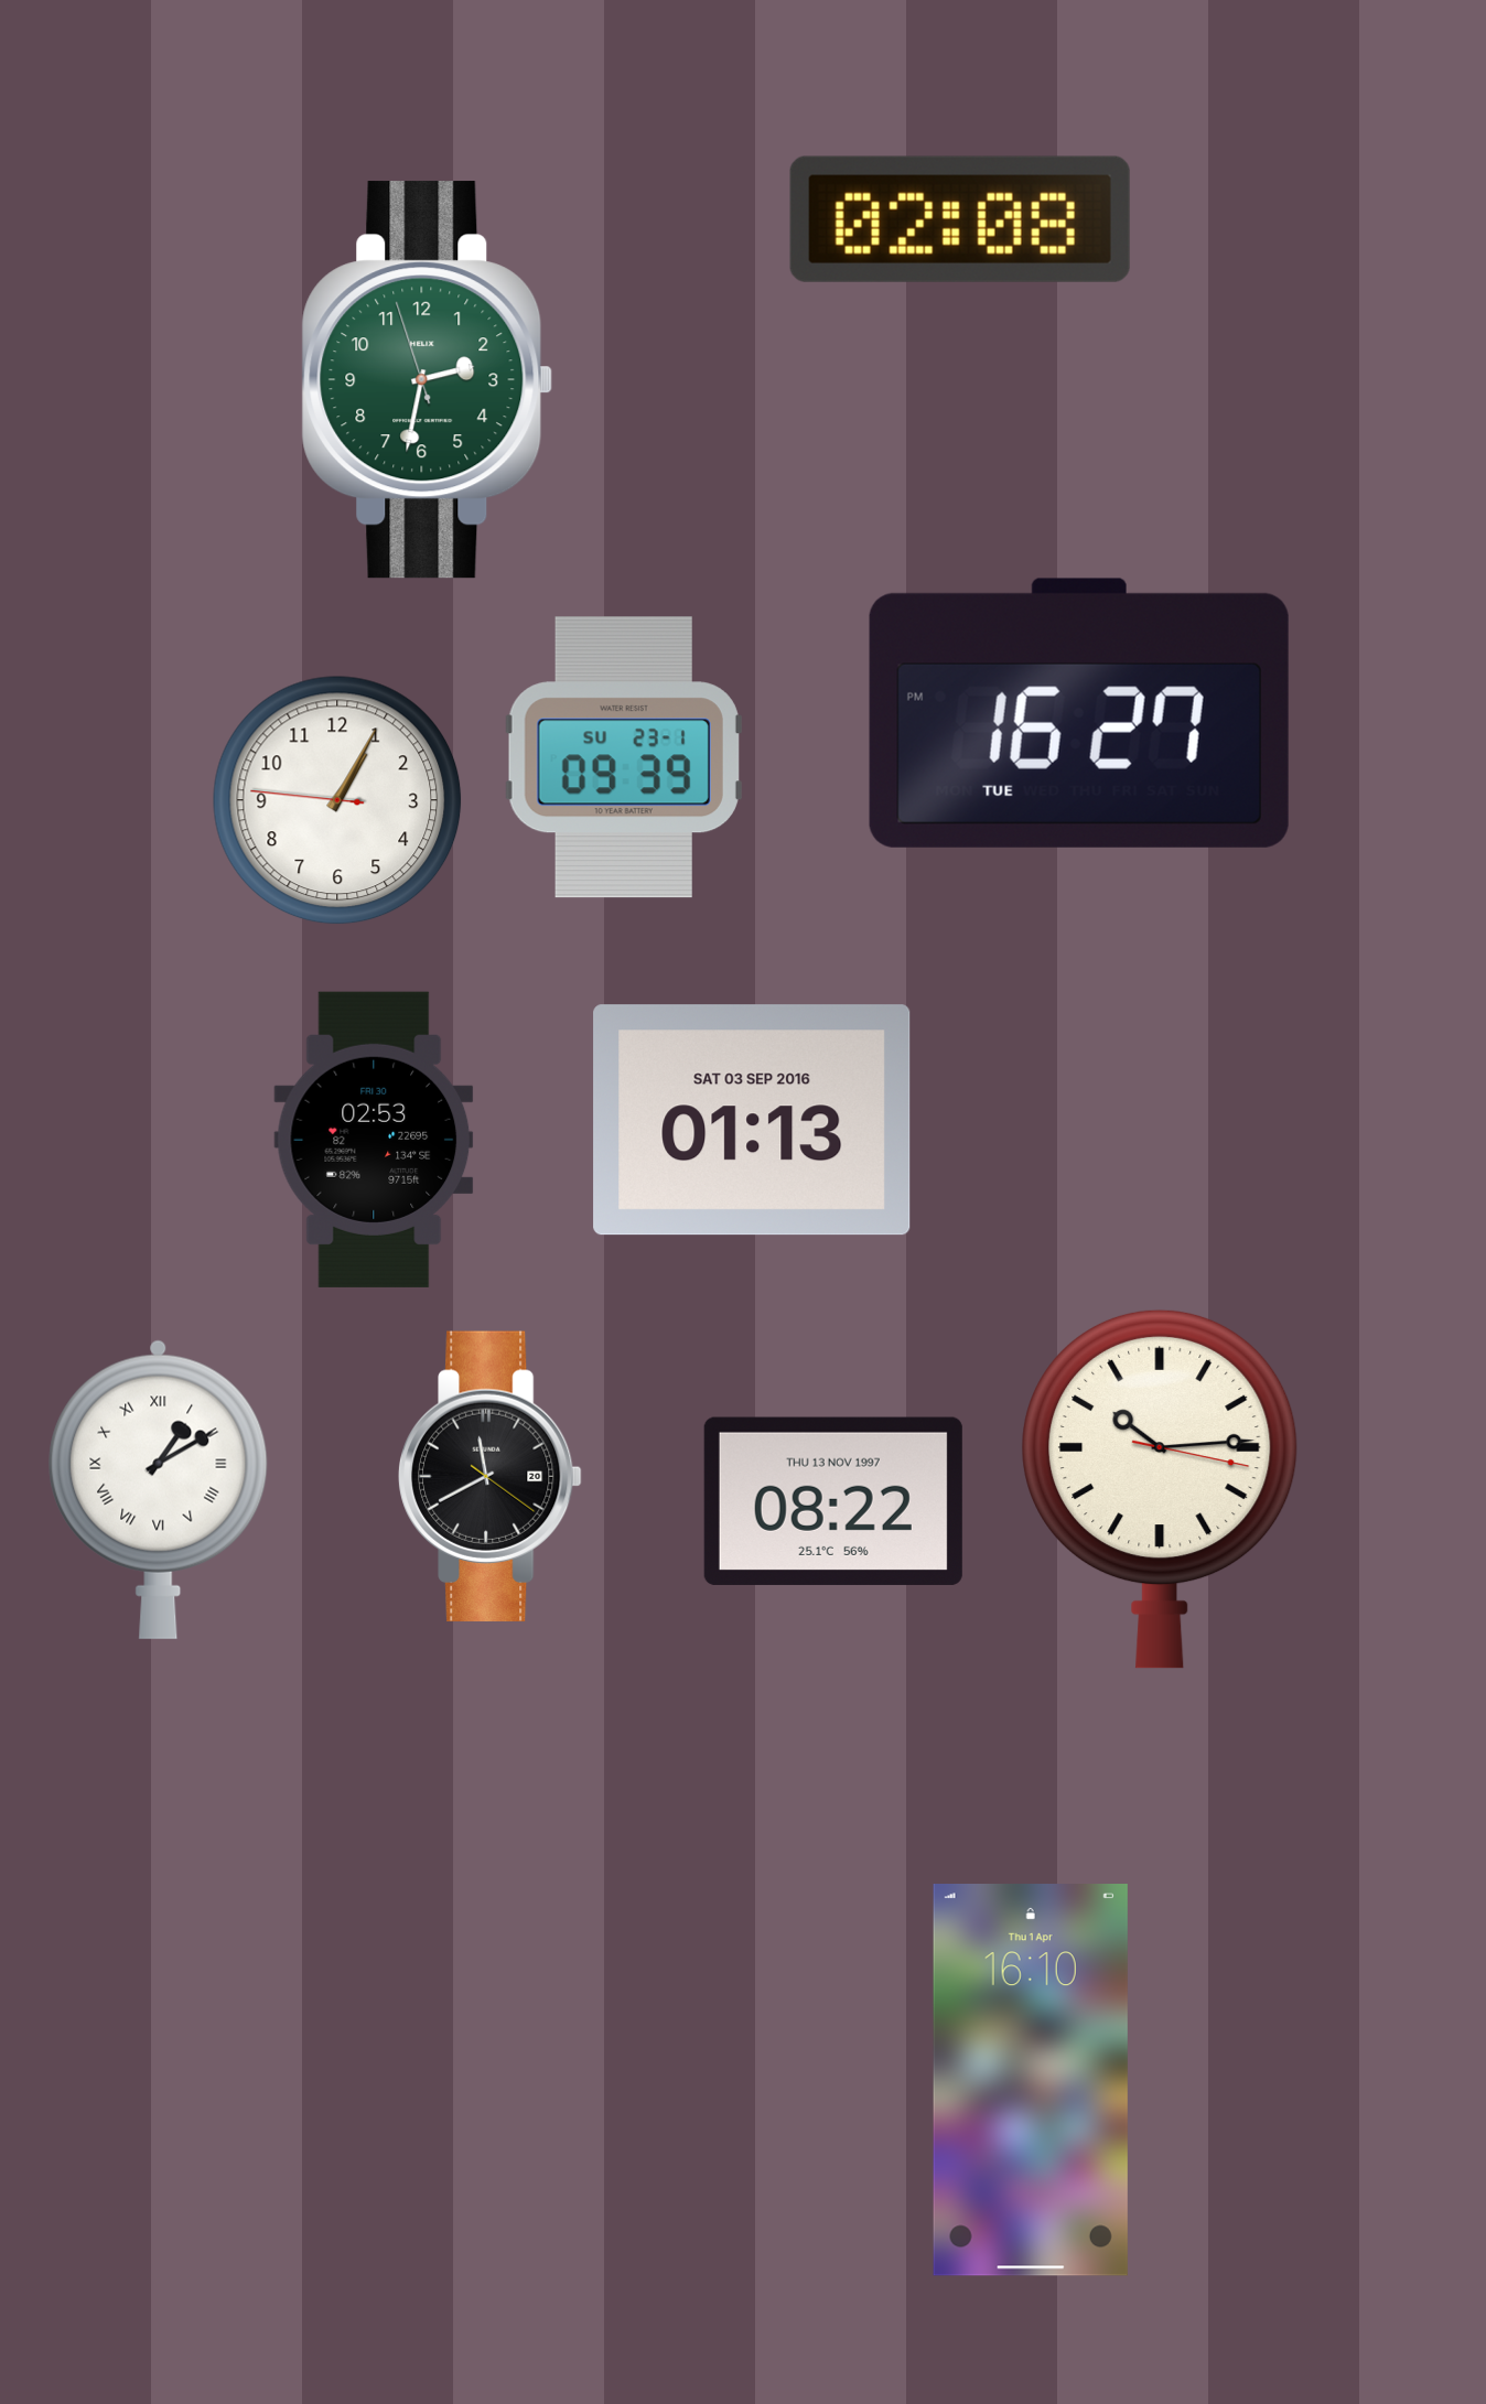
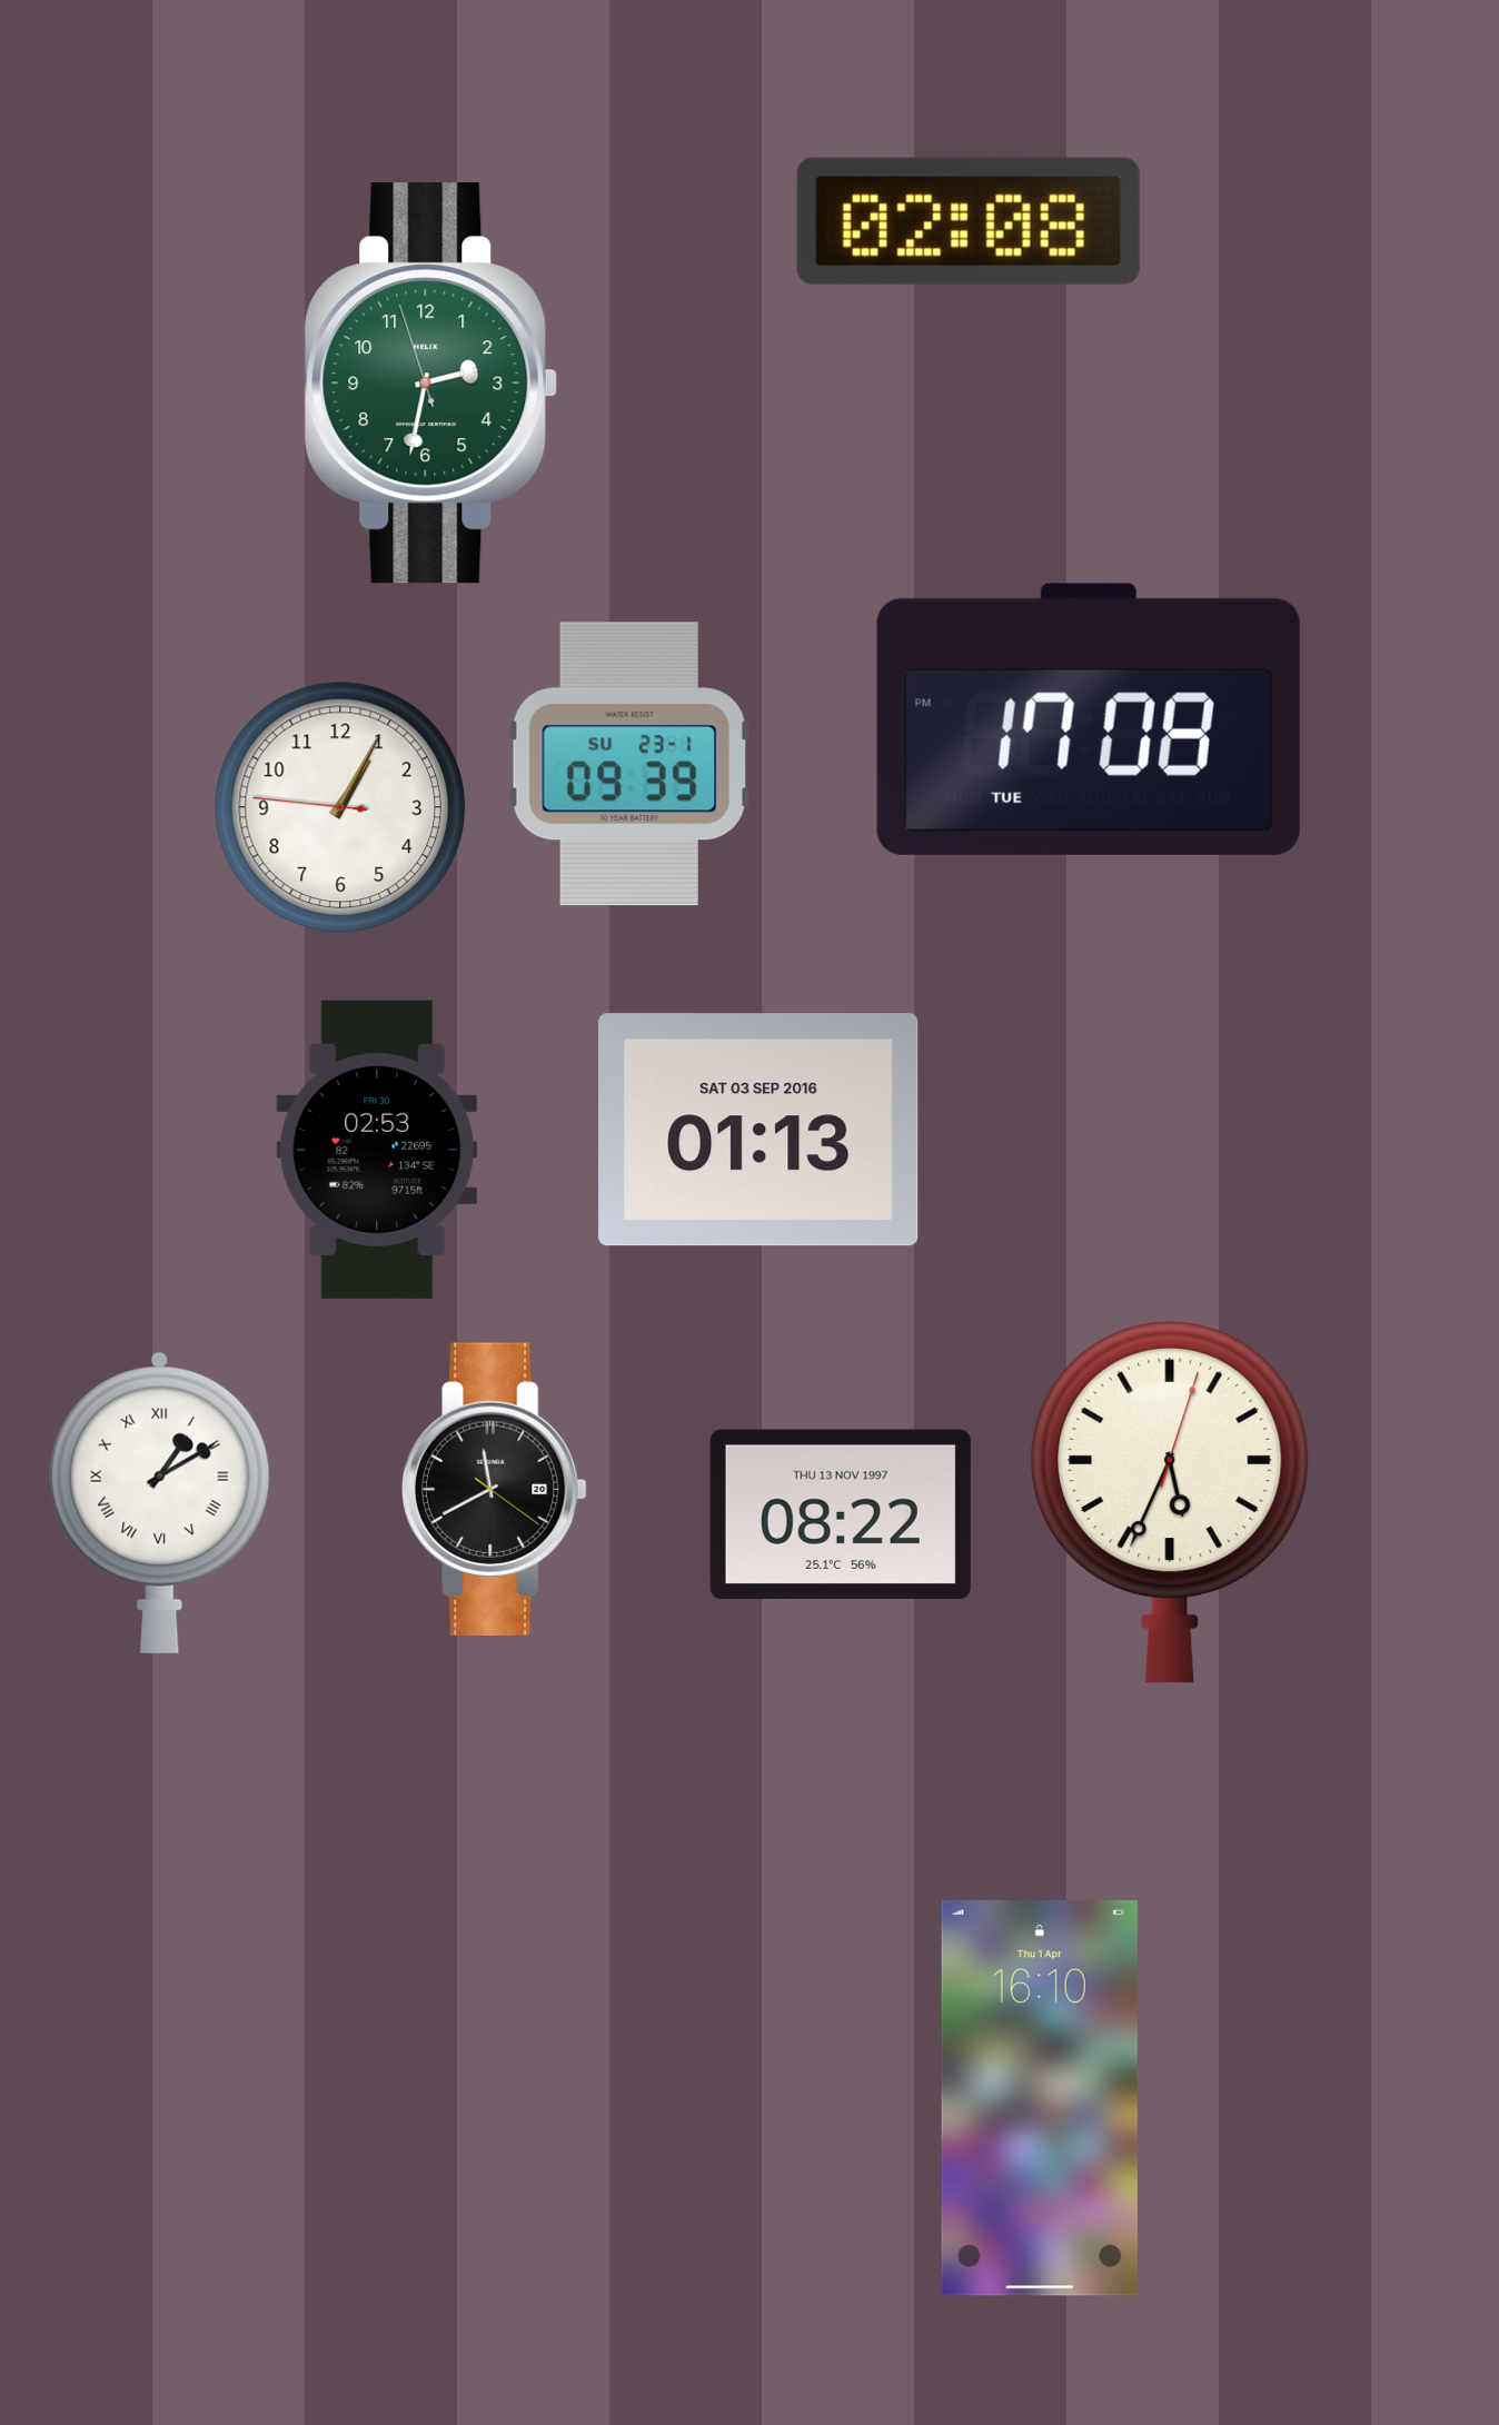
clock at (1079, 713): 16:27 -> 17:08
clock at (1160, 1489): 10:14 -> 5:34
